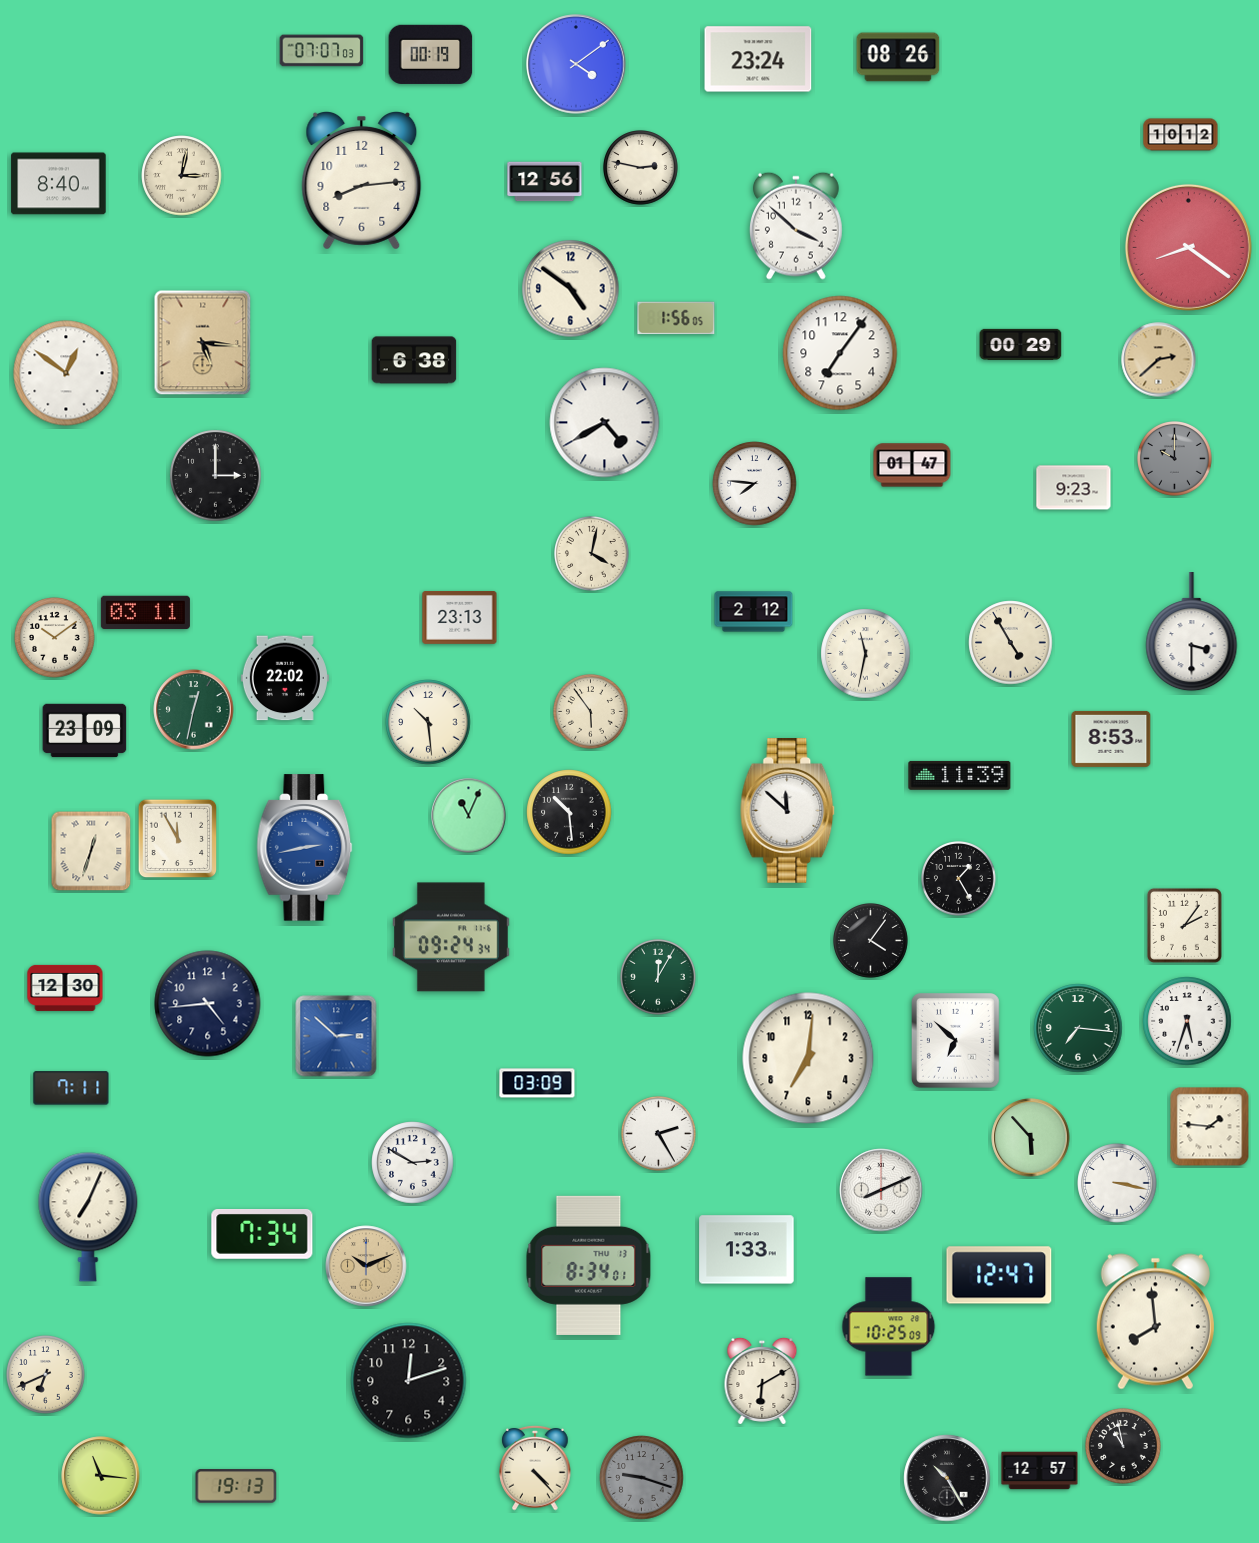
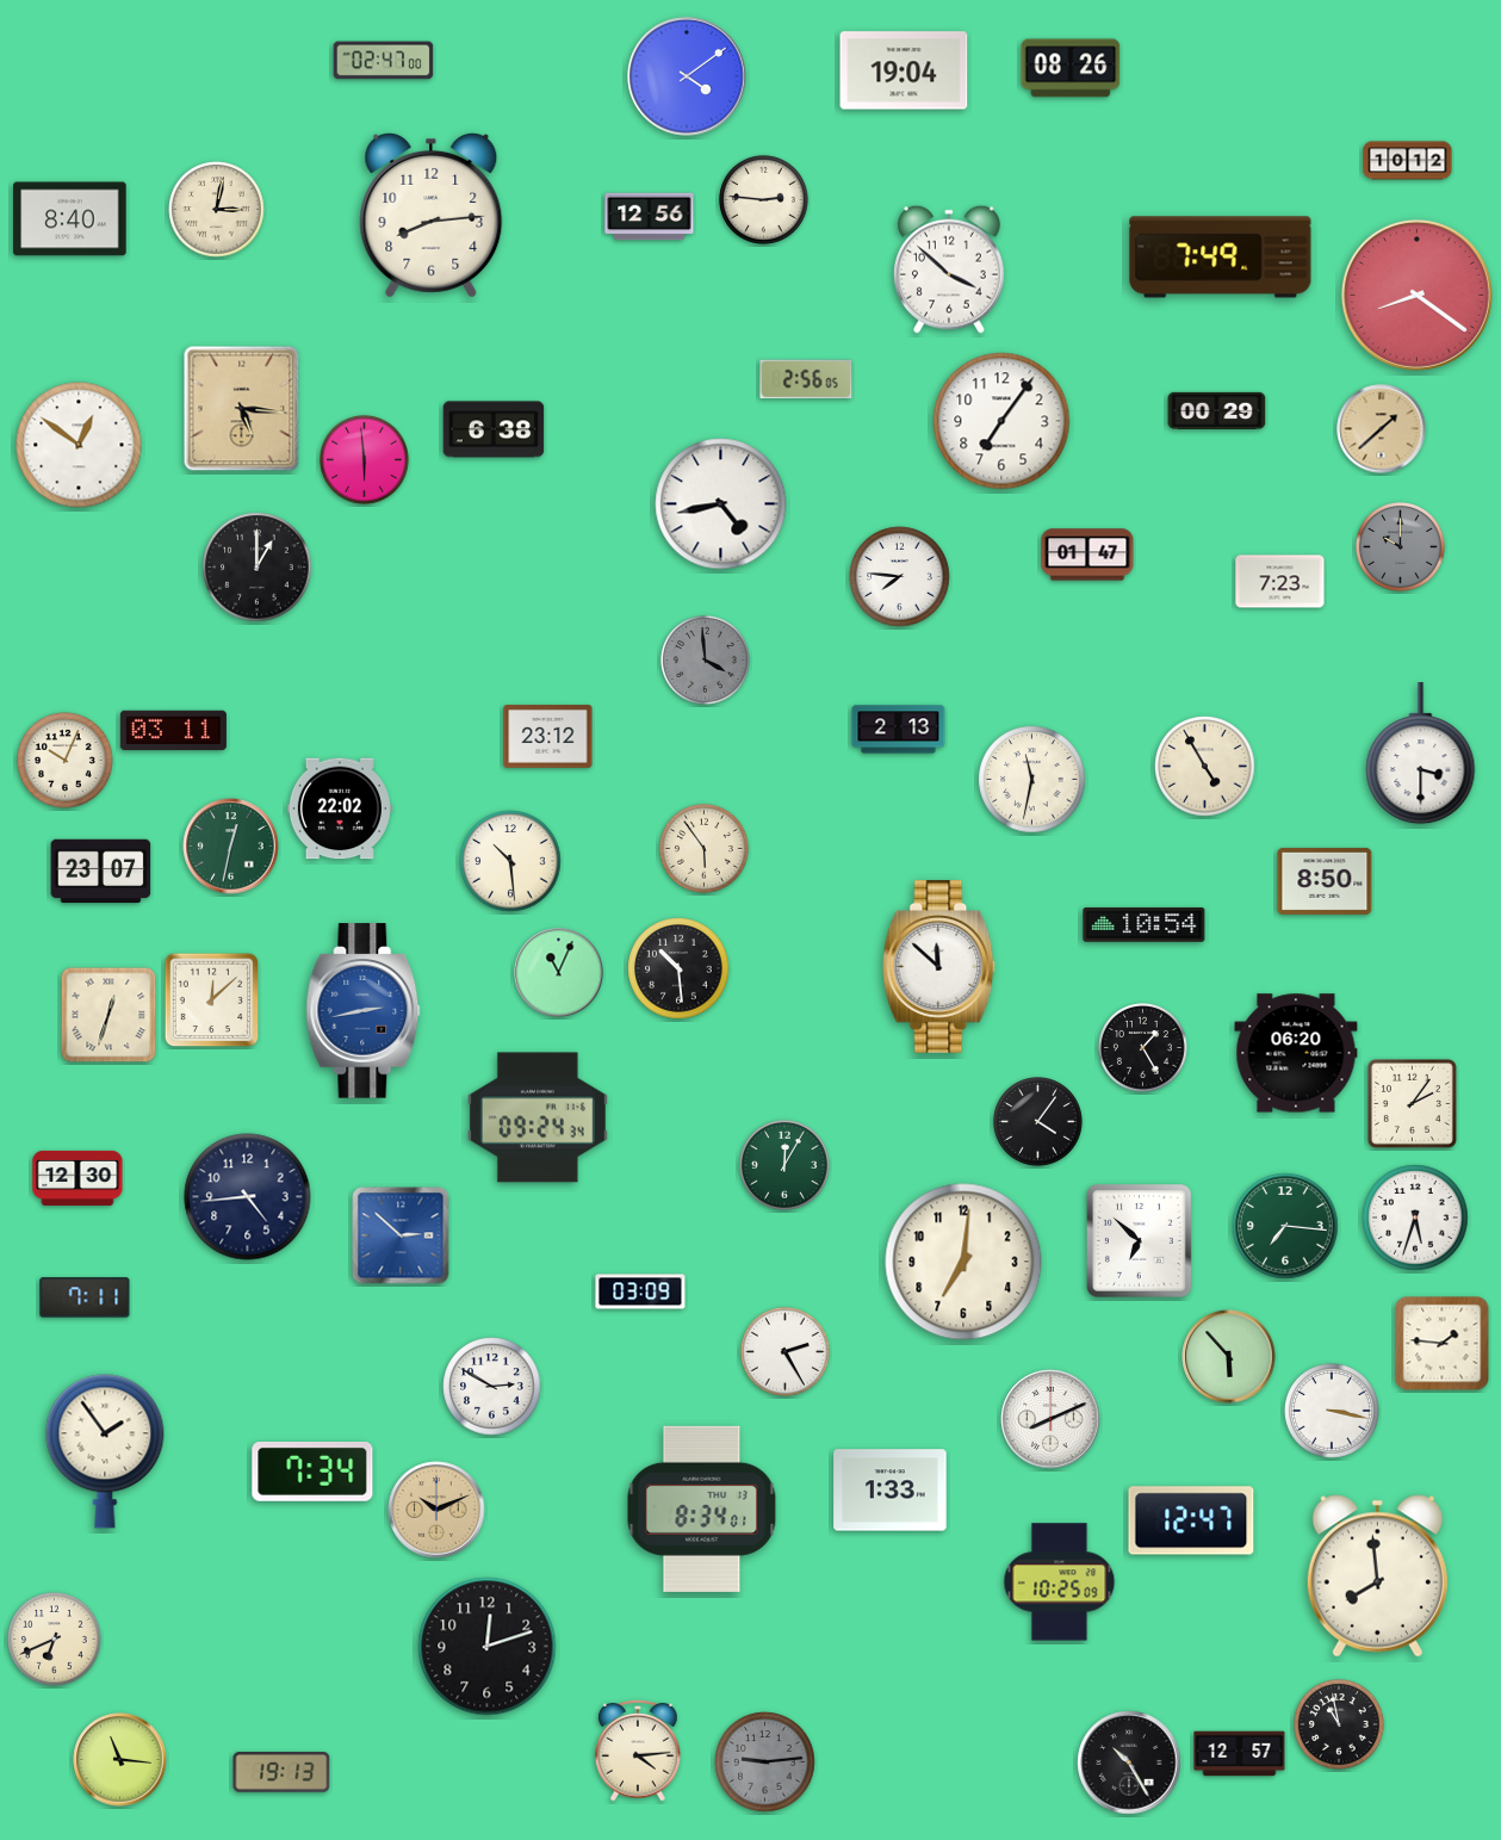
clock at (322, 51): 07:07 -> 02:47
clock at (431, 54): 00:19 -> none
clock at (758, 59): 23:24 -> 19:04
clock at (641, 168): 2:47 -> 2:46
clock at (1221, 258): none -> 7:49
clock at (571, 289): 4:51 -> none
clock at (676, 318): 1:56 -> 2:56
clock at (1159, 360): 2:38 -> 1:38
clock at (365, 460): none -> 5:59
clock at (605, 423): 4:40 -> 4:43
clock at (216, 476): 3:00 -> 1:00
clock at (1074, 488): 9:23 -> 7:23
clock at (592, 554): 4:02 -> 3:59
clock at (592, 554) dial: cream -> grey
clock at (754, 612): 2:12 -> 2:13
clock at (460, 618): 23:13 -> 23:12
clock at (55, 638): 10:09 -> 10:04
clock at (85, 731): 23:09 -> 23:07
clock at (1111, 739): 8:53 -> 8:50
clock at (960, 775): 11:39 -> 10:54
clock at (178, 839): 11:55 -> 12:08
clock at (1296, 1053): none -> 06:20
clock at (88, 1217): 7:04 -> 1:54
clock at (762, 1382): 6:10 -> none
clock at (535, 1469): 4:23 -> 4:14
clock at (642, 1478): 9:18 -> 9:14
